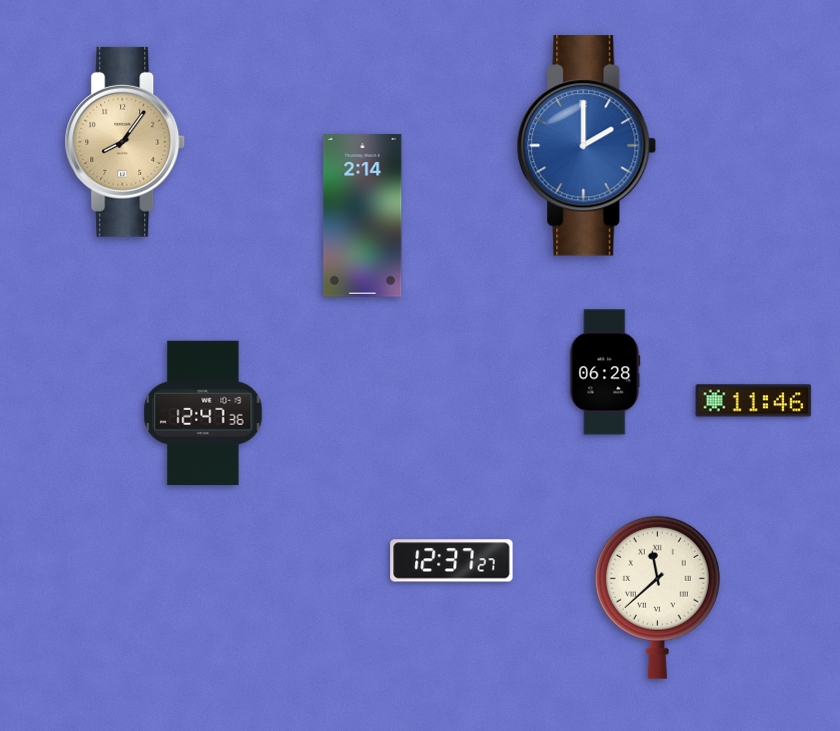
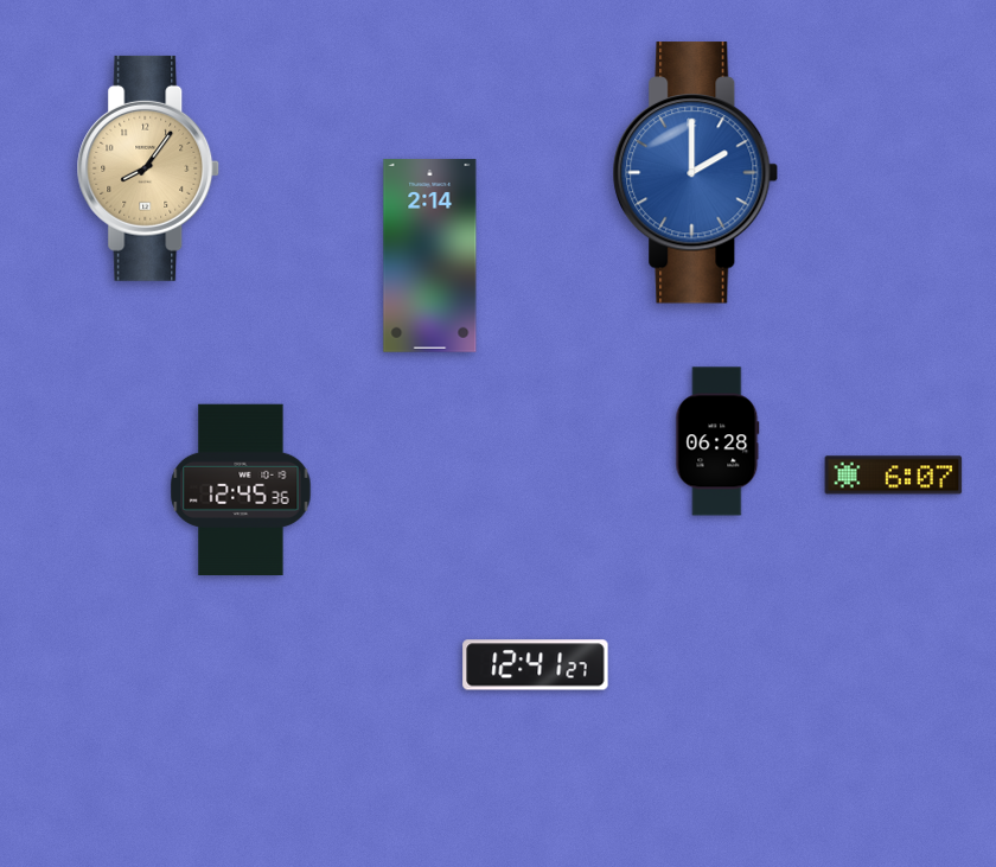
clock at (754, 401): 11:46 -> 6:07
clock at (203, 413): 12:47 -> 12:45
clock at (452, 561): 12:37 -> 12:41
clock at (657, 597): 11:38 -> none
